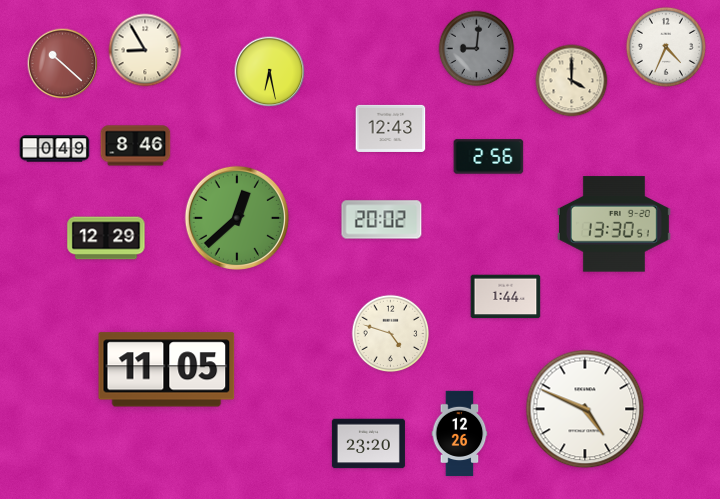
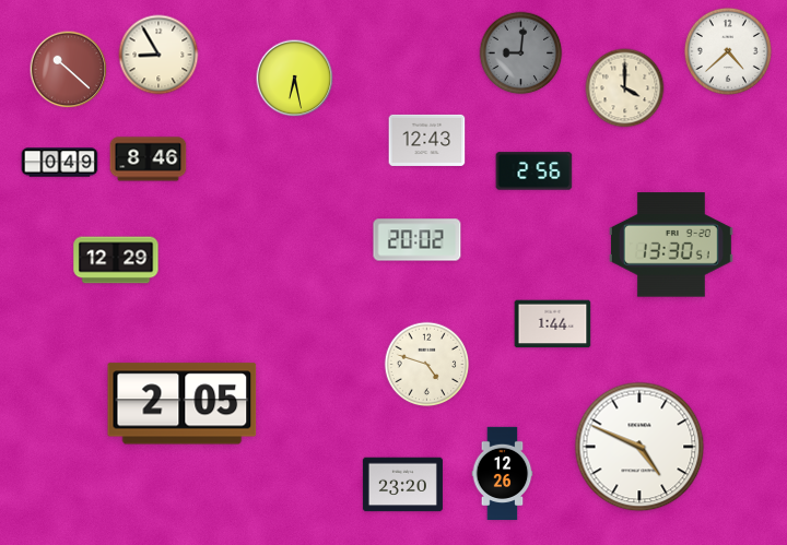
clock at (666, 47): 4:34 -> 4:38
clock at (237, 218): 12:38 -> none
clock at (167, 370): 11:05 -> 2:05
